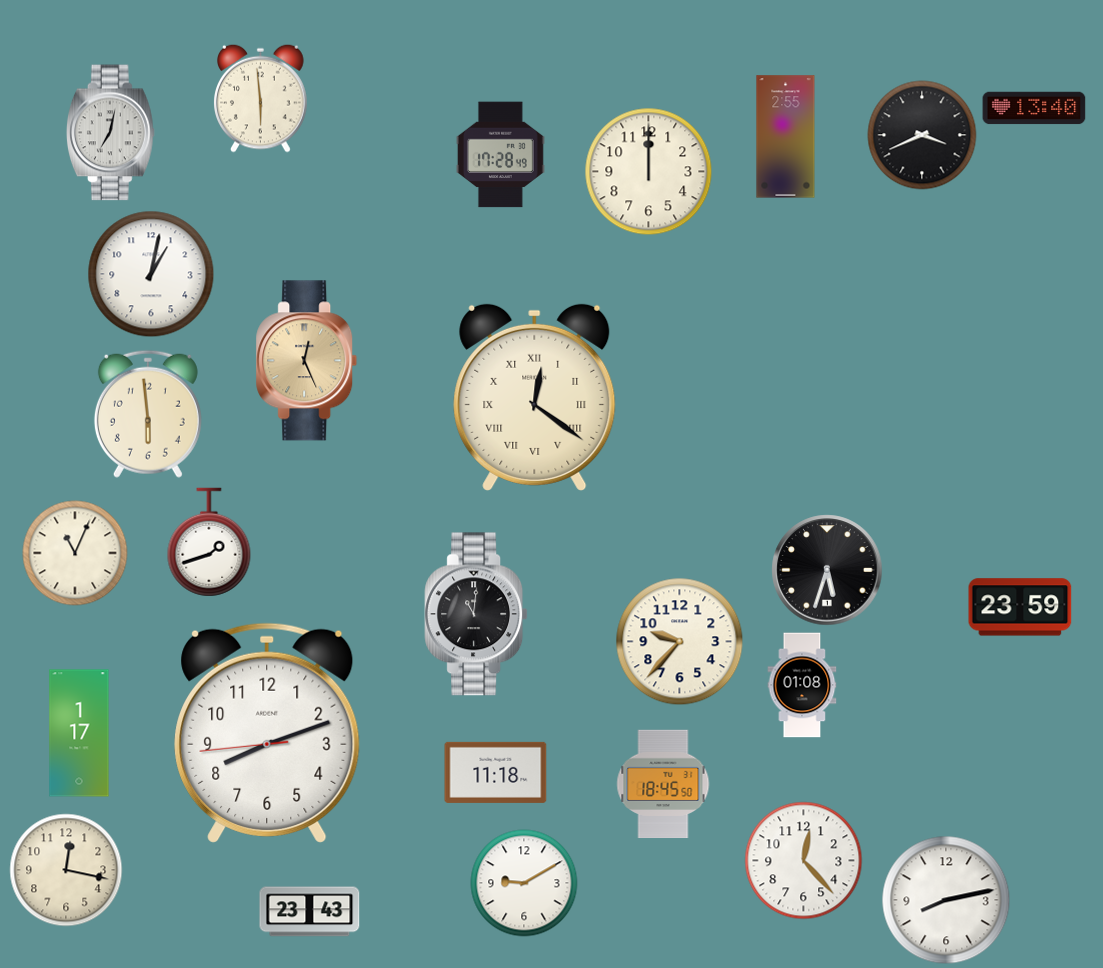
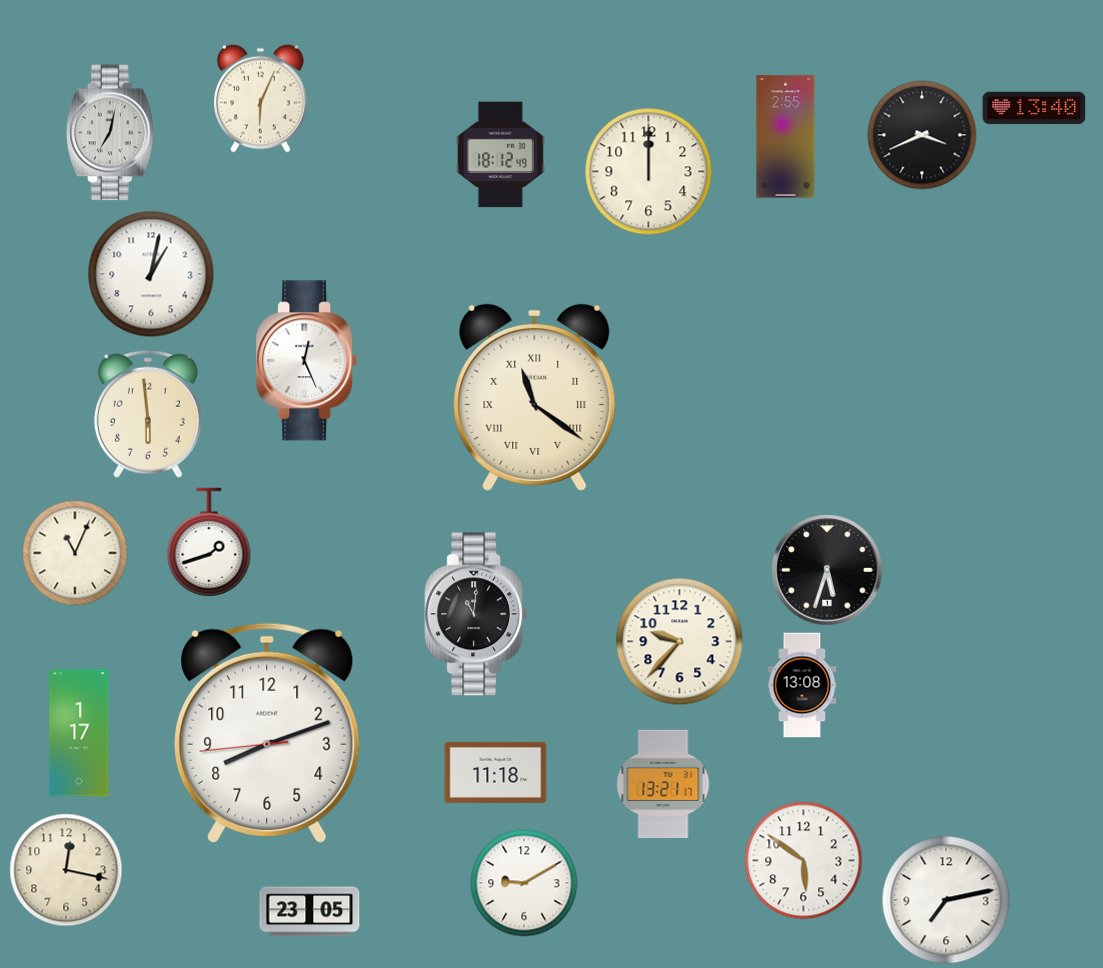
clock at (261, 98): 5:59 -> 6:04
clock at (500, 155): 17:28 -> 18:12
clock at (307, 361) dial: champagne -> white
clock at (535, 397): 12:21 -> 11:21
clock at (1020, 607): 23:59 -> none
clock at (802, 685): 01:08 -> 13:08
clock at (663, 784): 18:45 -> 13:21
clock at (804, 861): 12:23 -> 5:51
clock at (946, 900): 8:13 -> 7:13
clock at (310, 912): 23:43 -> 23:05
